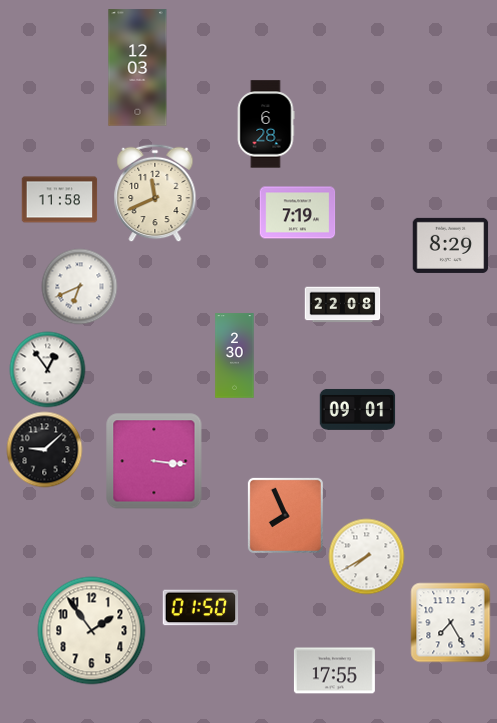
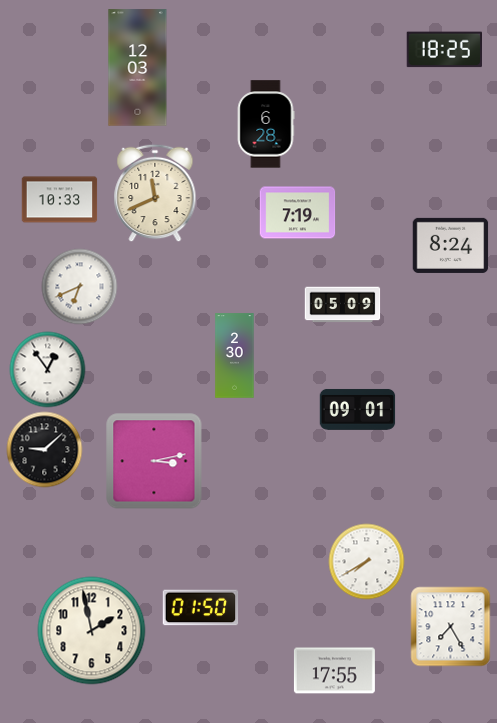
clock at (444, 50): none -> 18:25
clock at (60, 200): 11:58 -> 10:33
clock at (451, 245): 8:29 -> 8:24
clock at (343, 305): 22:08 -> 05:09
clock at (154, 461): 3:16 -> 3:13
clock at (285, 515): 7:56 -> none
clock at (367, 557) position: (367, 557) -> (367, 562)
clock at (451, 623) position: (451, 623) -> (451, 627)
clock at (92, 631): 1:54 -> 1:58
